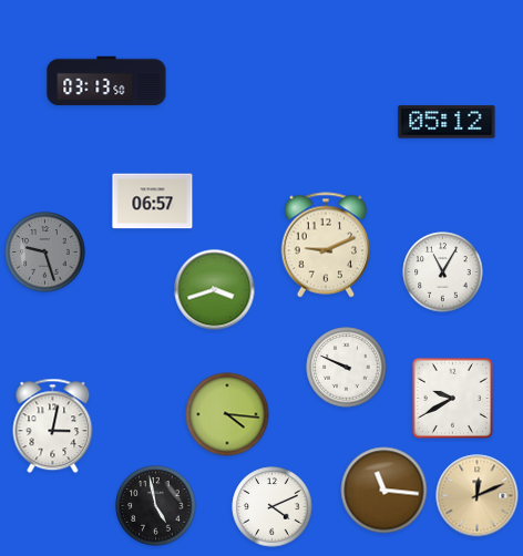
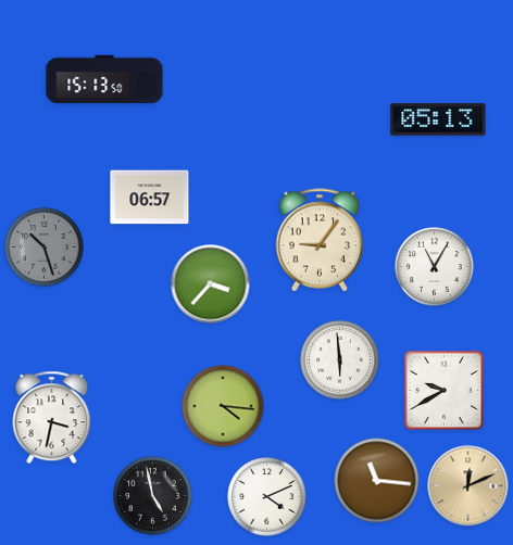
clock at (106, 81): 03:13 -> 15:13
clock at (447, 122): 05:12 -> 05:13
clock at (326, 245): 9:11 -> 9:06
clock at (45, 253): 9:27 -> 10:27
clock at (215, 290): 3:42 -> 3:37
clock at (347, 368): 9:49 -> 5:59
clock at (53, 426): 3:02 -> 3:32
